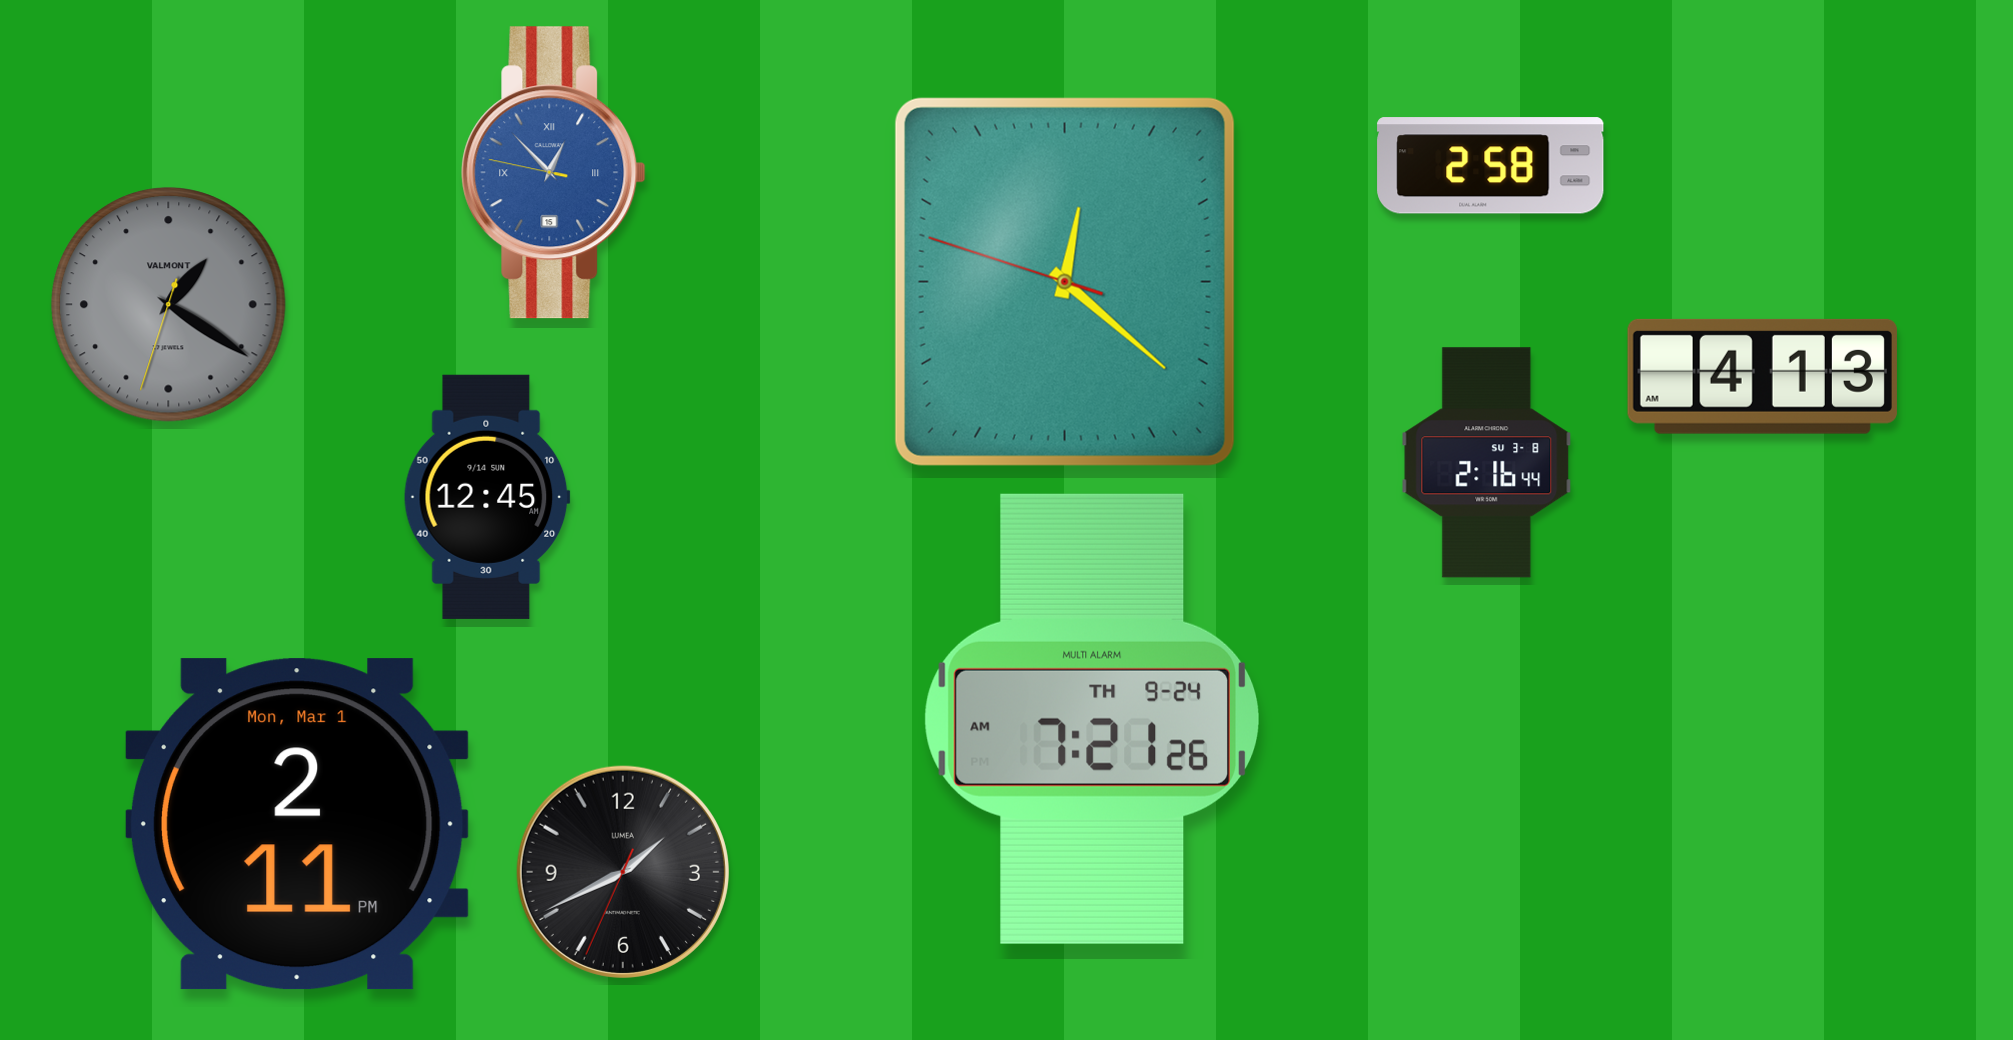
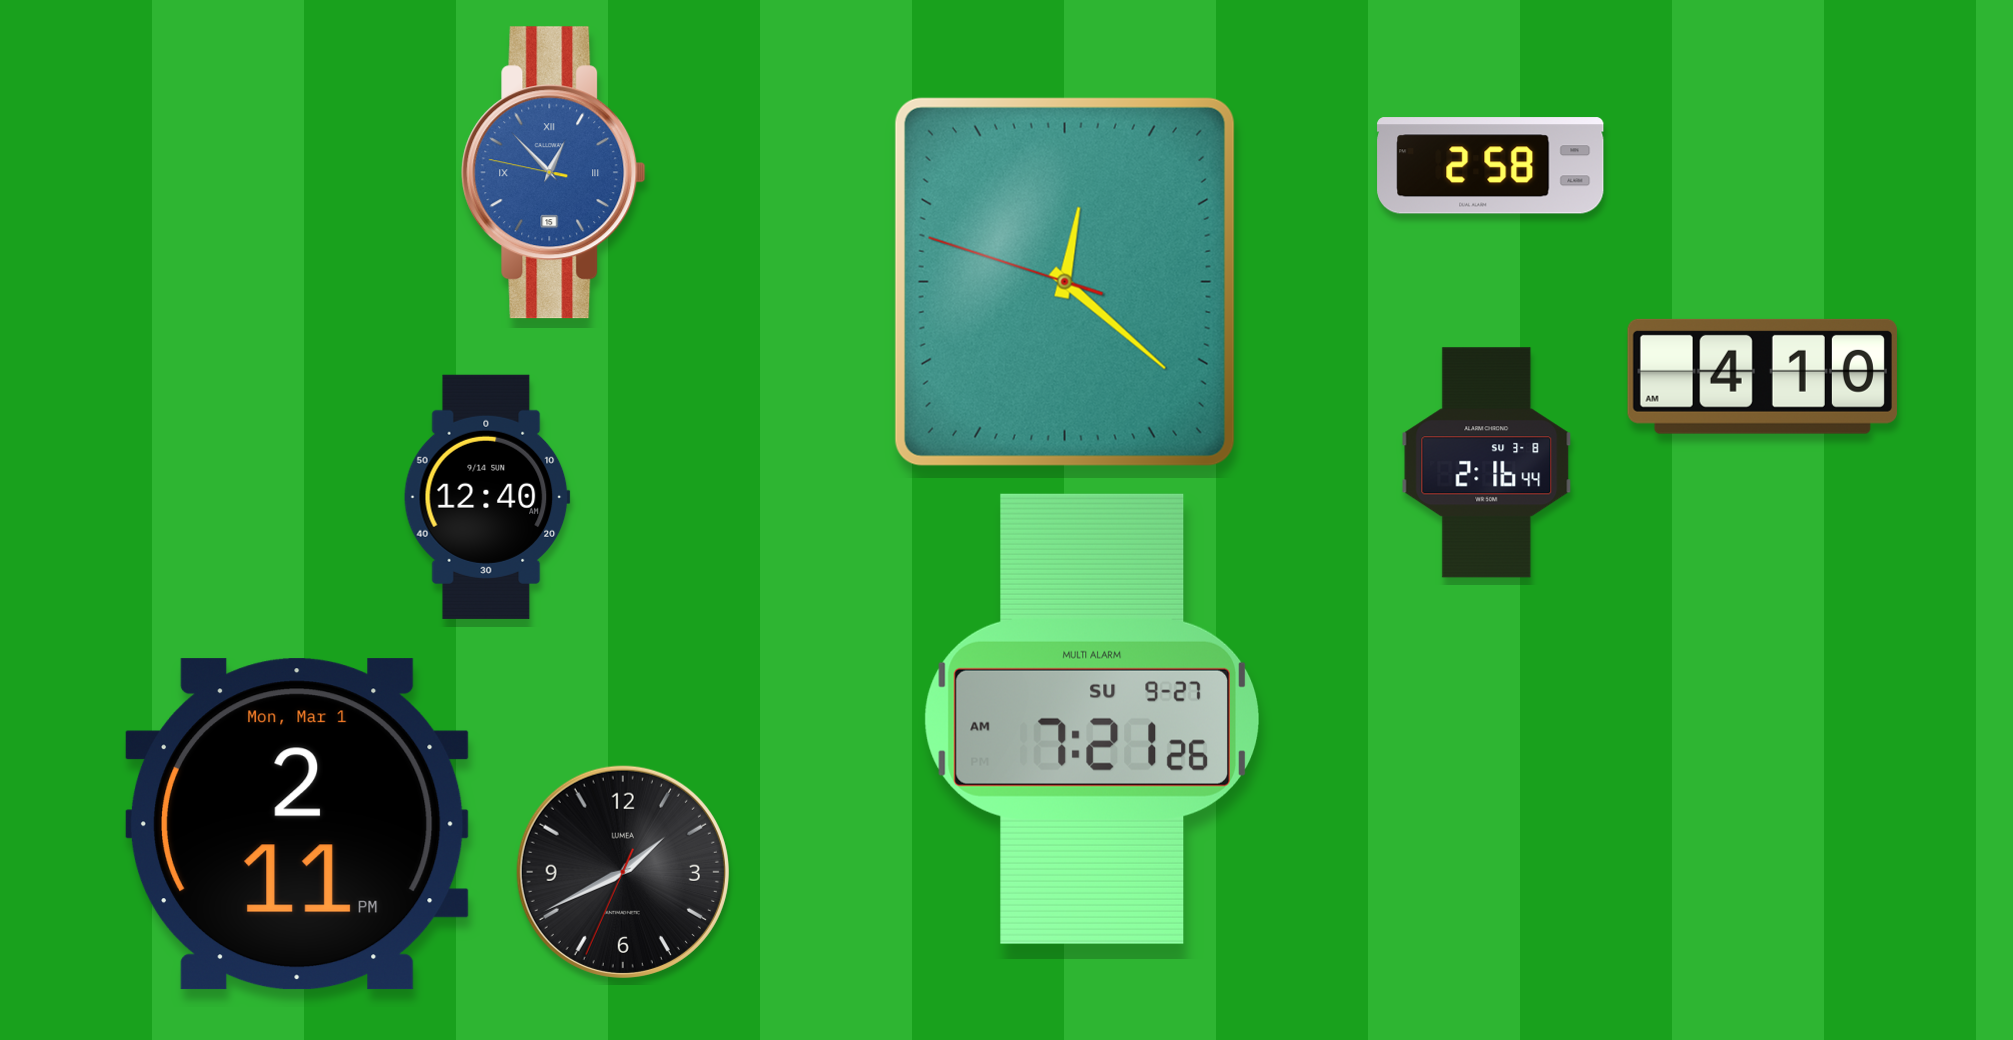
clock at (169, 305): 1:20 -> none
clock at (1762, 376): 4:13 -> 4:10
clock at (487, 497): 12:45 -> 12:40
clock at (1092, 719) date: TH 9-24 -> SU 9-27
